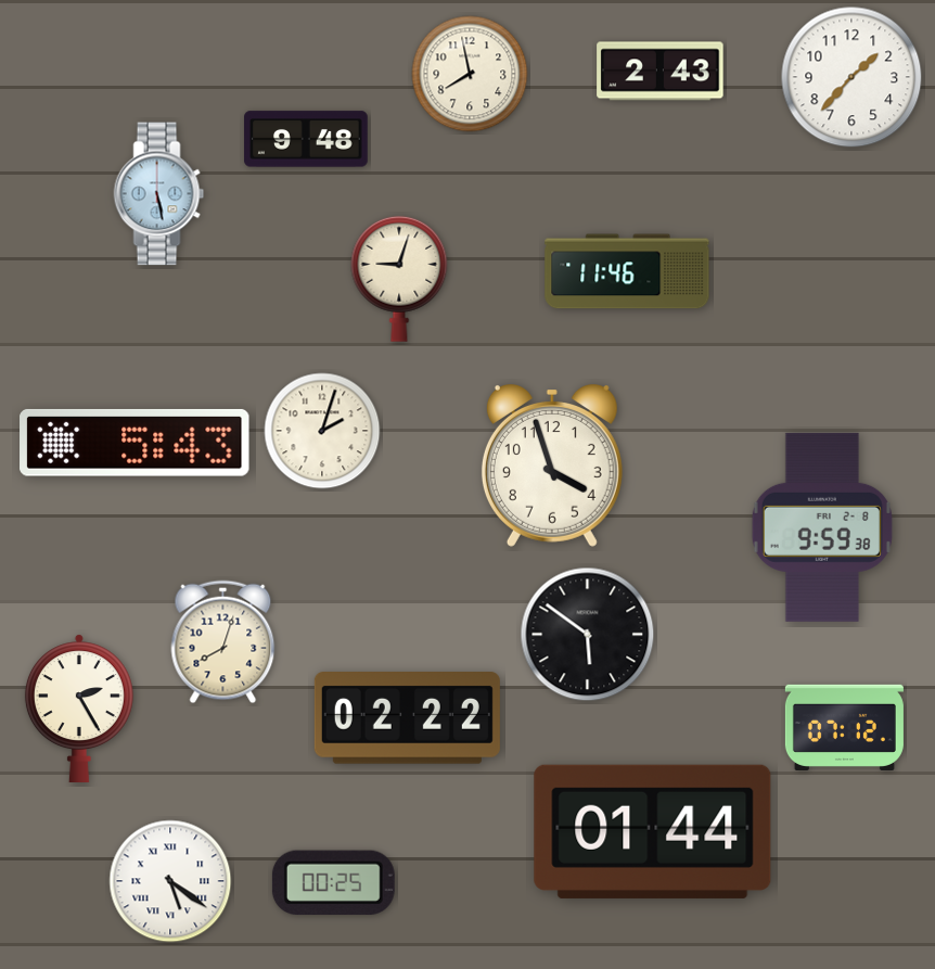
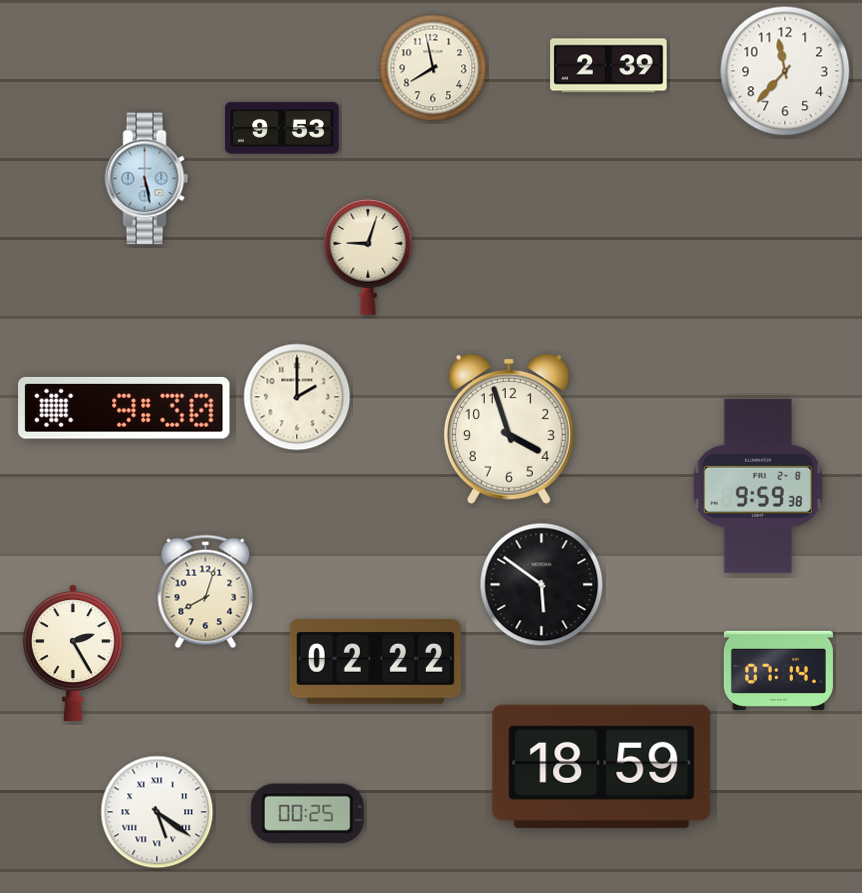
clock at (661, 72): 2:43 -> 2:39
clock at (851, 77): 1:37 -> 11:37
clock at (306, 139): 9:48 -> 9:53
clock at (627, 271): 11:46 -> none
clock at (322, 431): 2:03 -> 2:00
clock at (135, 443): 5:43 -> 9:30
clock at (844, 727): 07:12 -> 07:14
clock at (653, 831): 01:44 -> 18:59
